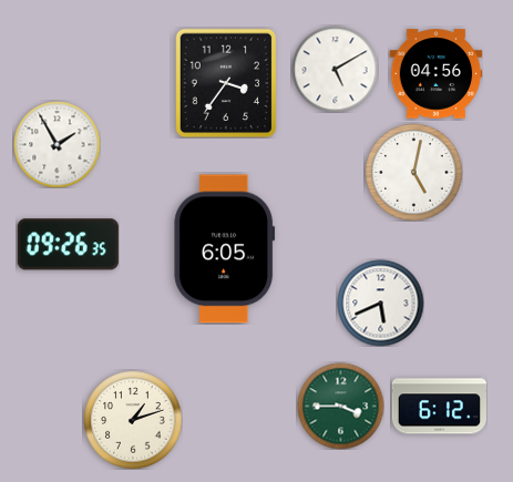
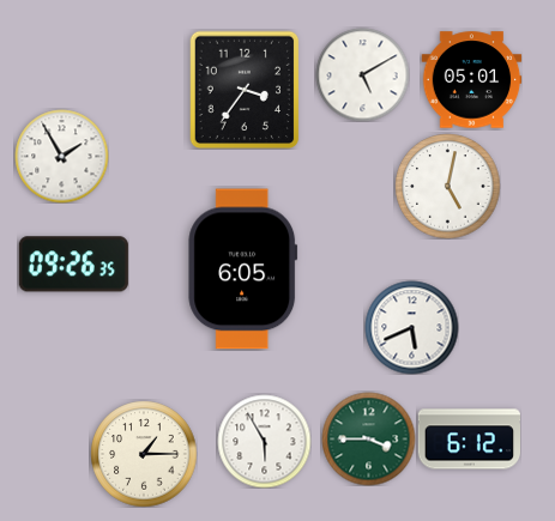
clock at (435, 74): 04:56 -> 05:01
clock at (439, 407) position: (439, 407) -> (469, 440)
clock at (264, 441): none -> 5:55
clock at (133, 420): 1:12 -> 1:15
